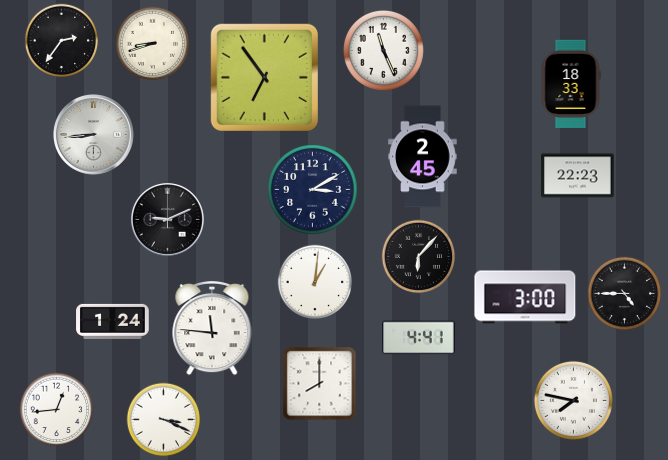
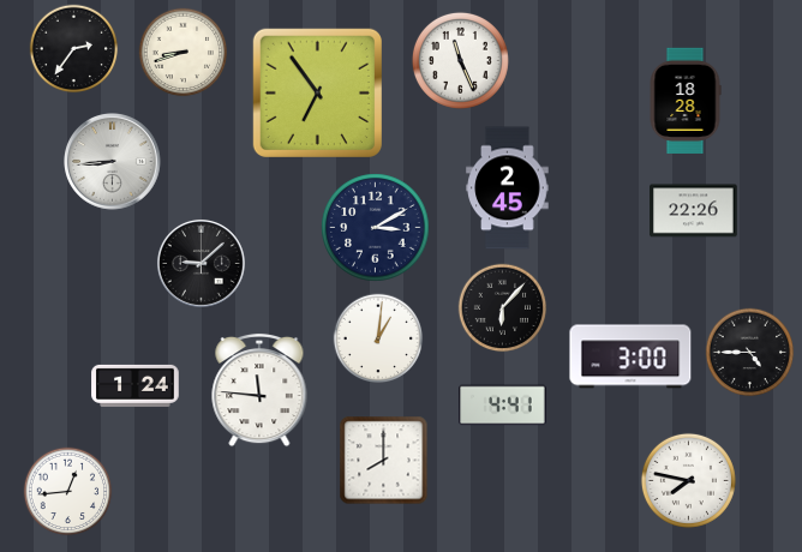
clock at (571, 83): 18:33 -> 18:28
clock at (578, 176): 22:23 -> 22:26
clock at (167, 219): 9:11 -> 9:08
clock at (212, 328) position: (212, 328) -> (259, 390)
clock at (164, 420): 3:19 -> none
